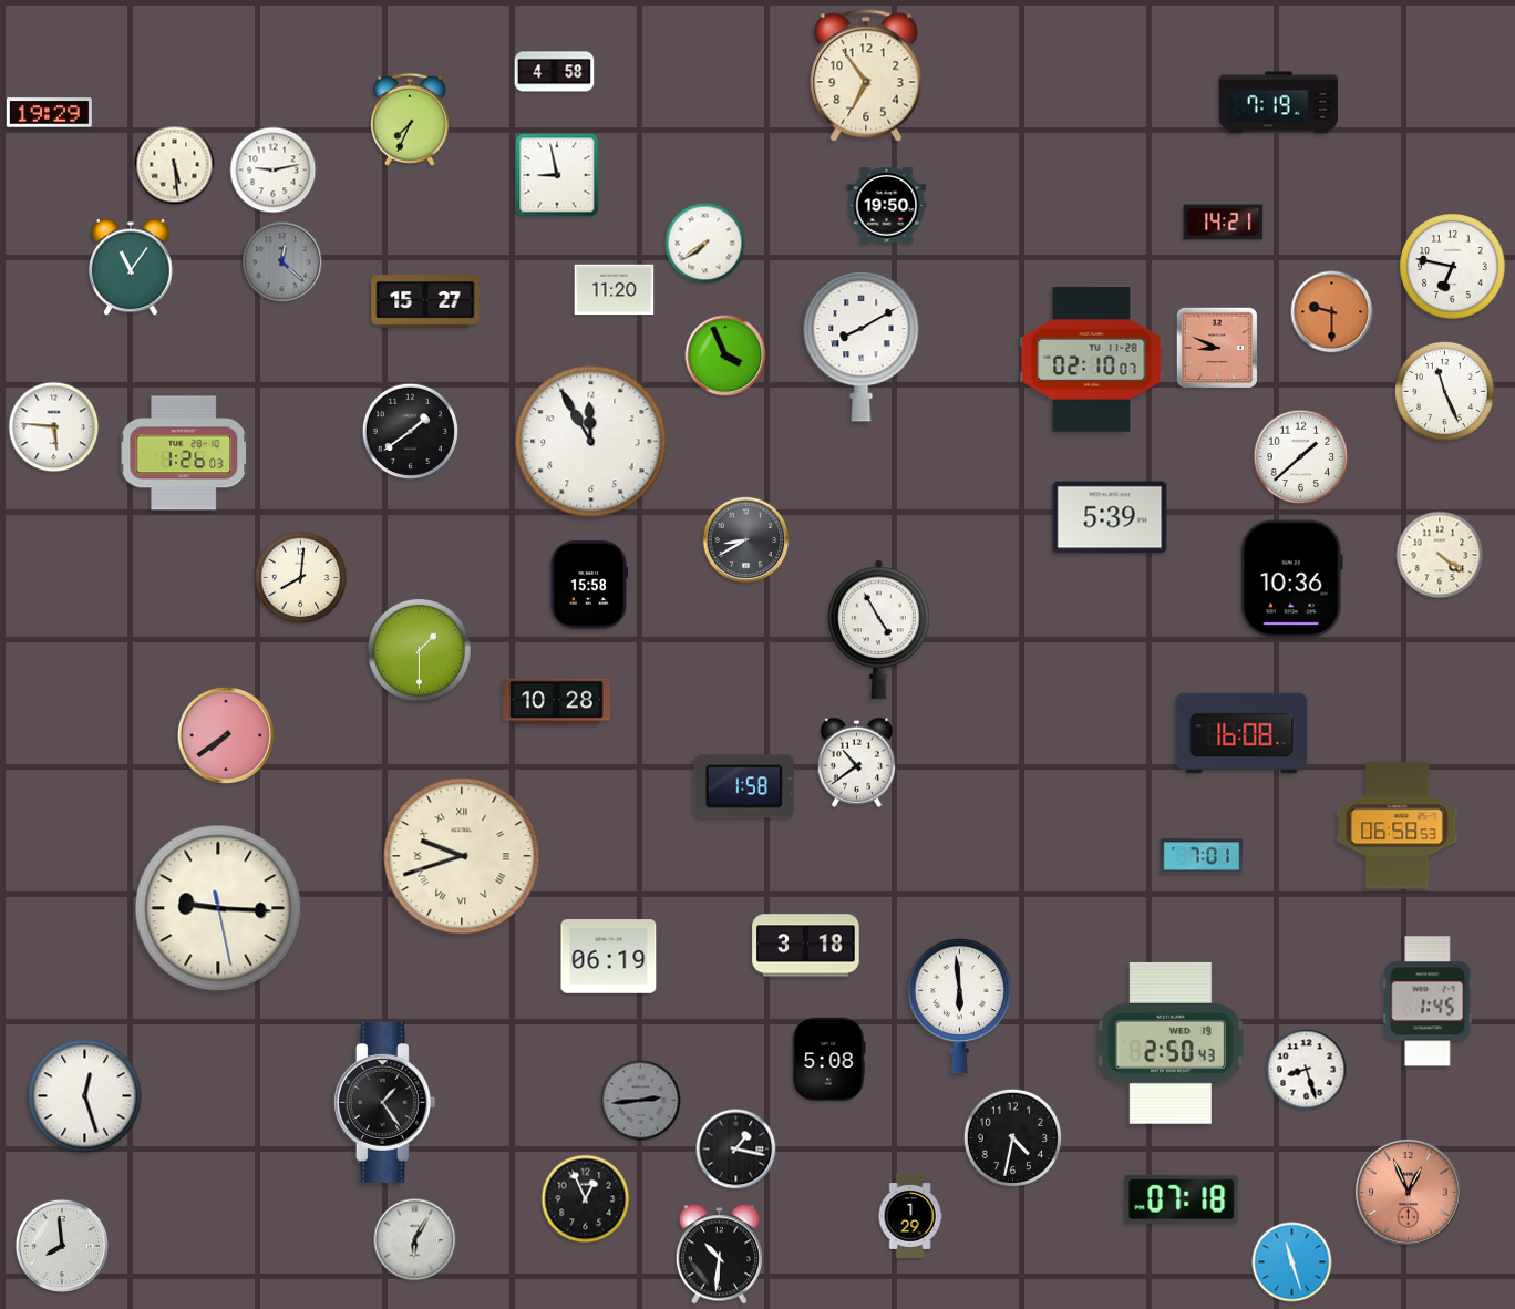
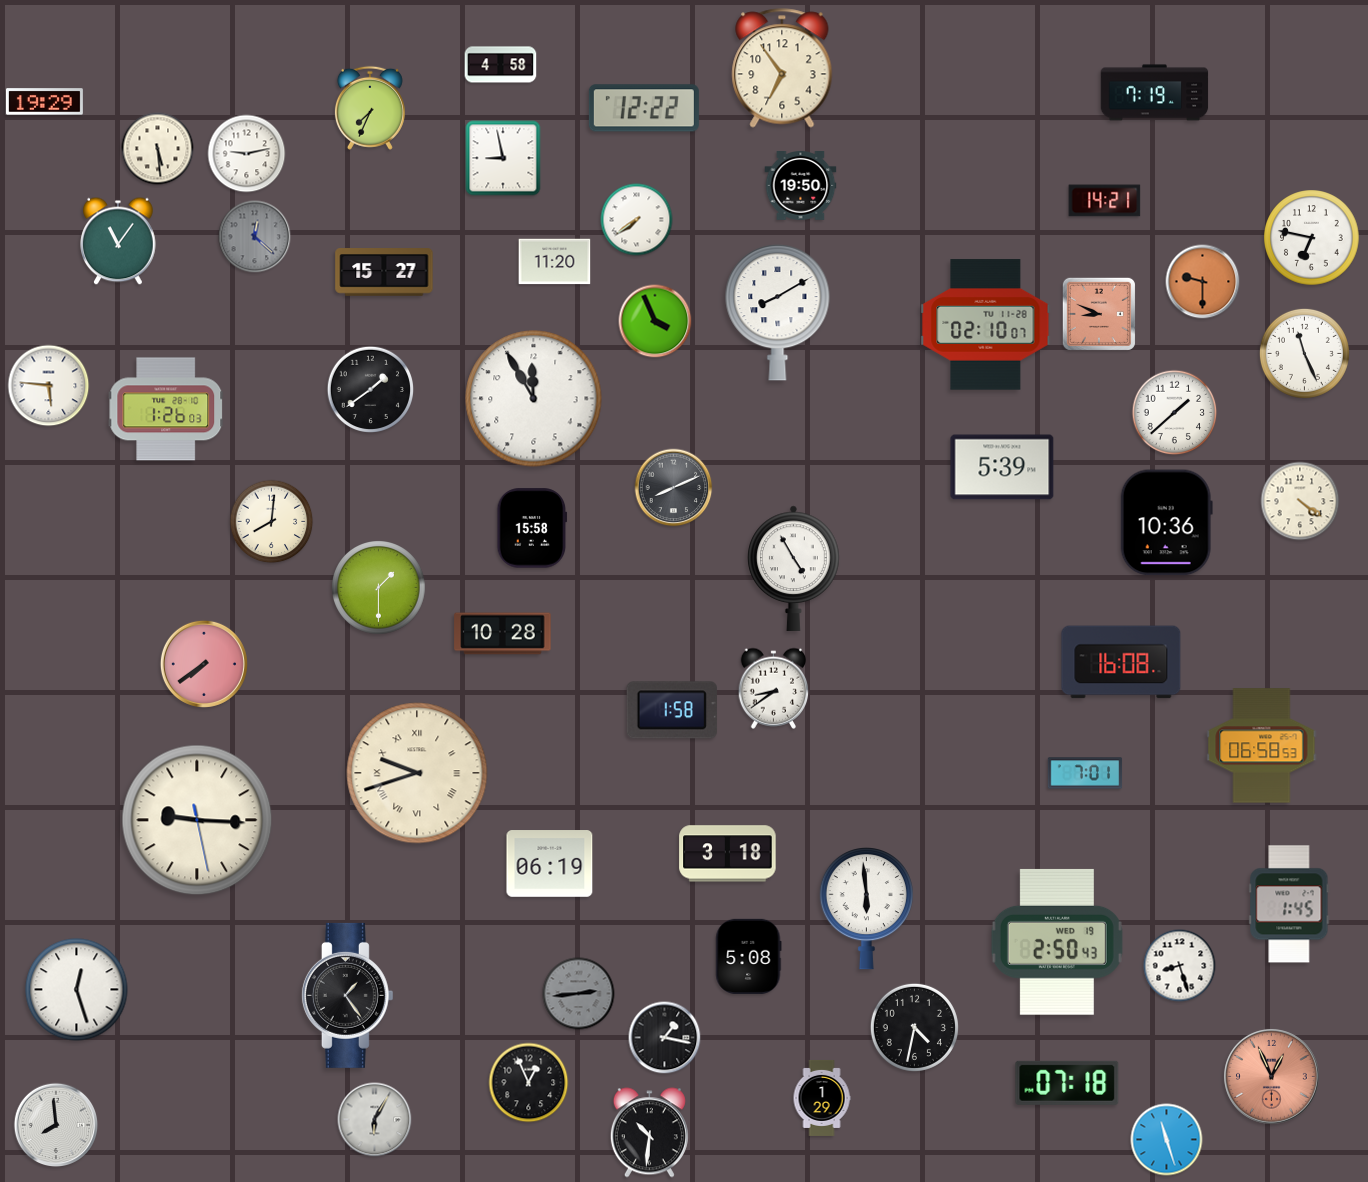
clock at (644, 108): none -> 12:22
clock at (1453, 267) position: (1453, 267) -> (1312, 238)
clock at (746, 540): 8:40 -> 8:11
clock at (857, 762): 10:39 -> 8:39
